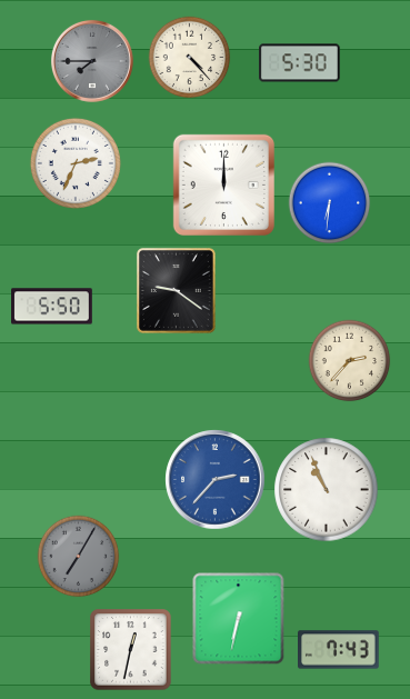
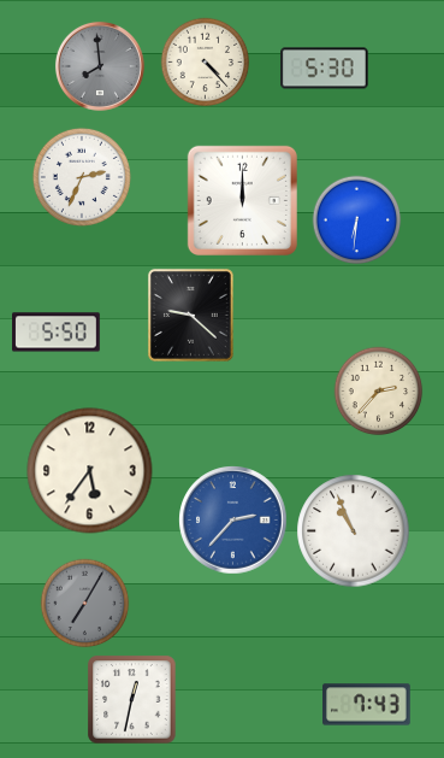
clock at (92, 61): 7:45 -> 7:59
clock at (176, 290): 9:21 -> 9:22
clock at (90, 471): none -> 5:36
clock at (239, 619): 6:32 -> none
clock at (131, 650) position: (131, 650) -> (132, 700)
